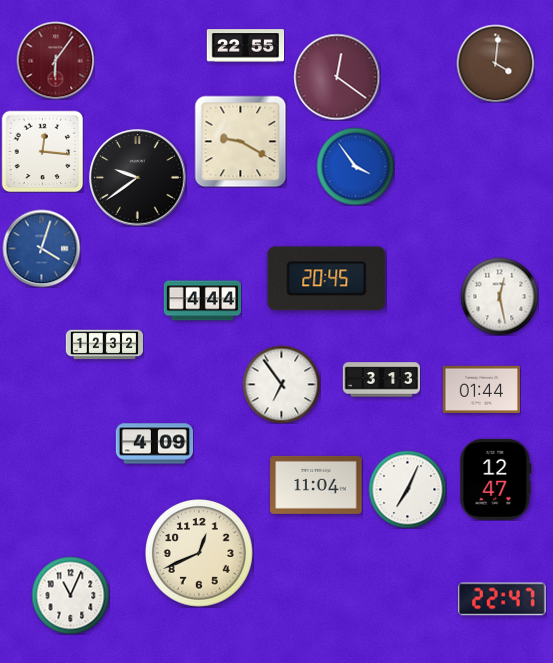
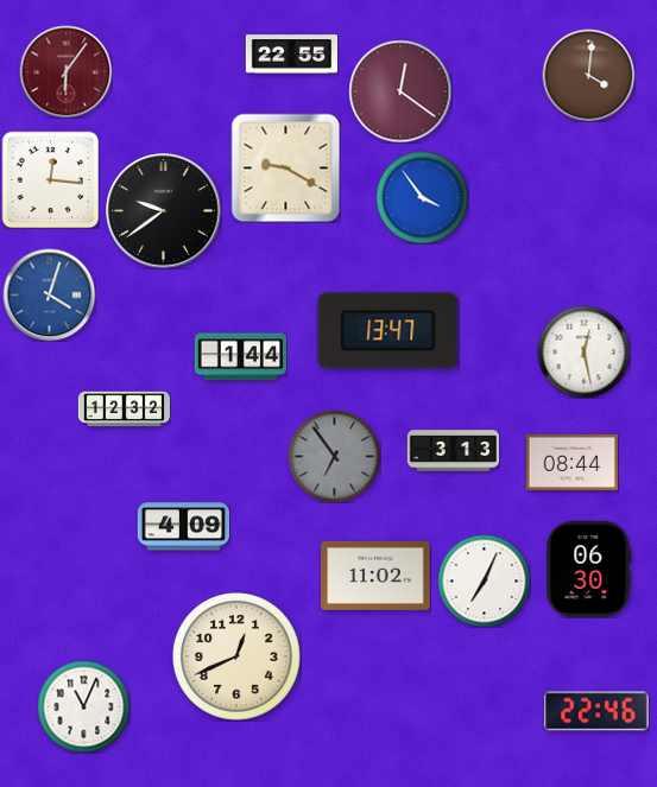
clock at (327, 279): 20:45 -> 13:47
clock at (499, 296) position: (499, 296) -> (583, 351)
clock at (202, 301): 4:44 -> 1:44
clock at (281, 384) dial: white -> grey
clock at (481, 389): 01:44 -> 08:44
clock at (496, 479): 12:47 -> 06:30
clock at (316, 485): 11:04 -> 11:02
clock at (502, 599): 22:47 -> 22:46
